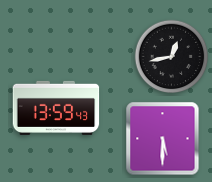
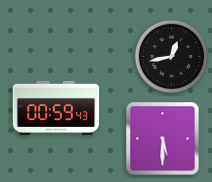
clock at (56, 108): 13:59 -> 00:59
